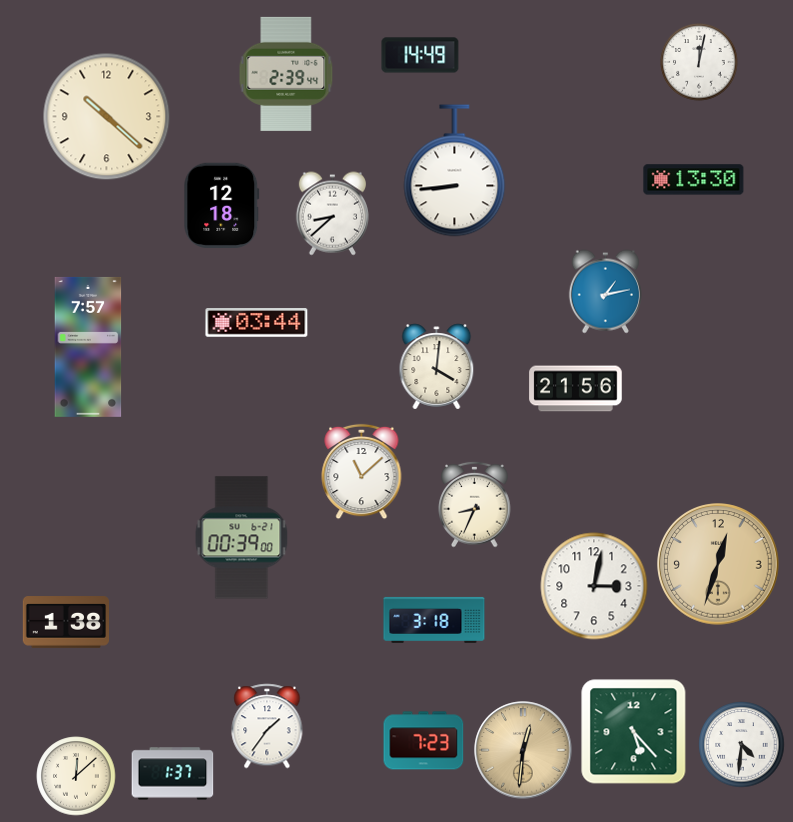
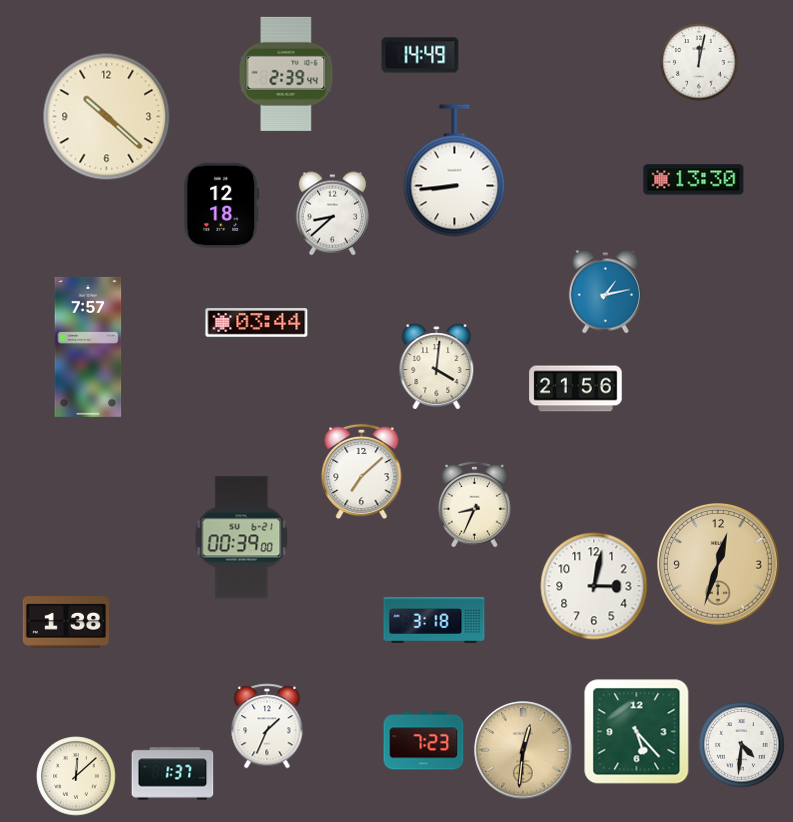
clock at (362, 472): 11:08 -> 7:08
clock at (267, 726): 1:36 -> 1:34
clock at (634, 732) position: (634, 732) -> (637, 732)
